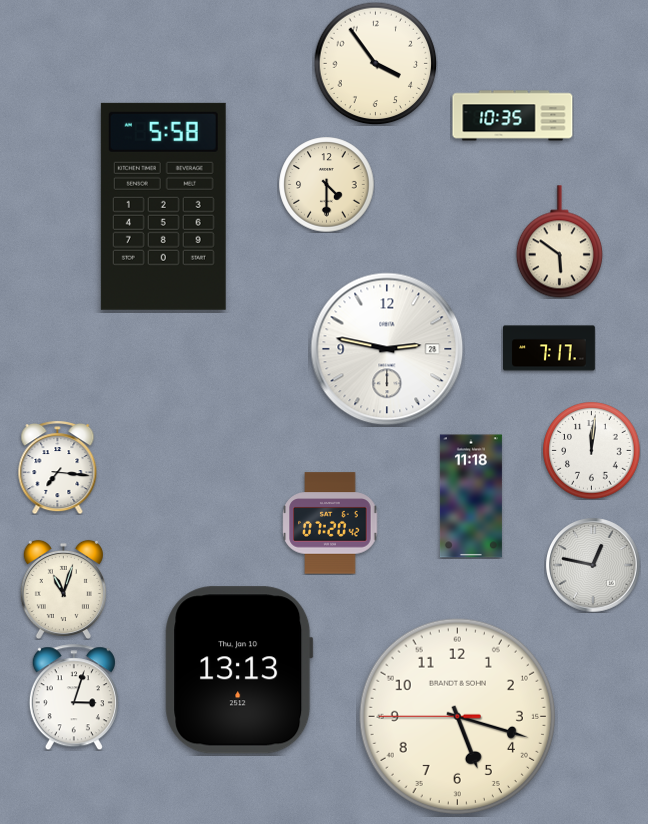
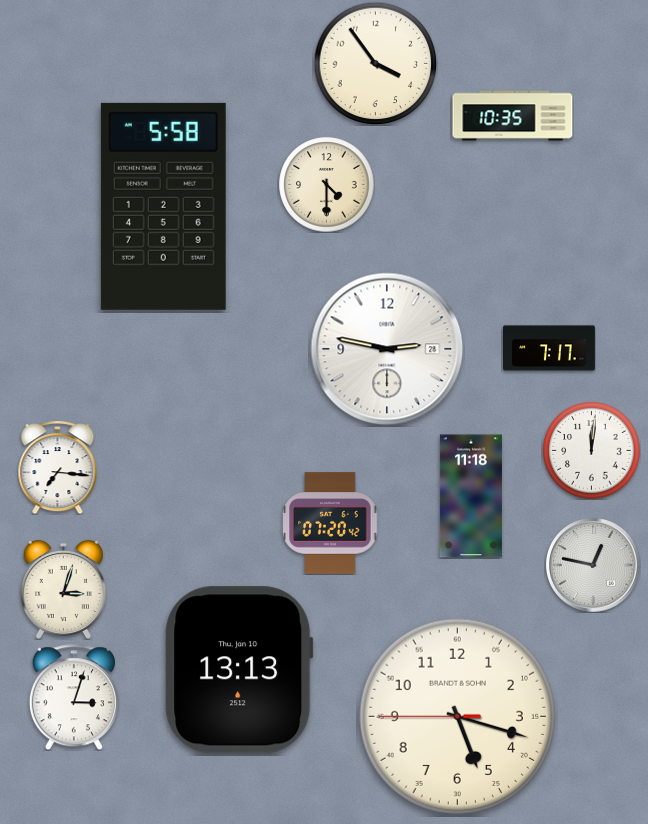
clock at (559, 242): 5:51 -> none
clock at (63, 589): 11:03 -> 3:03
